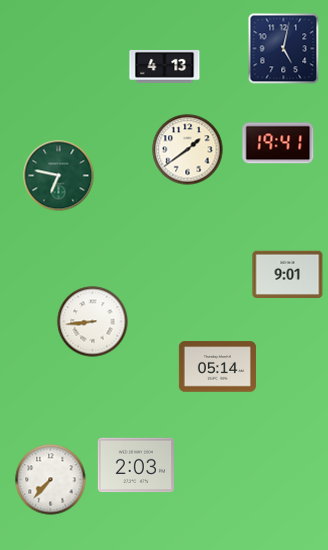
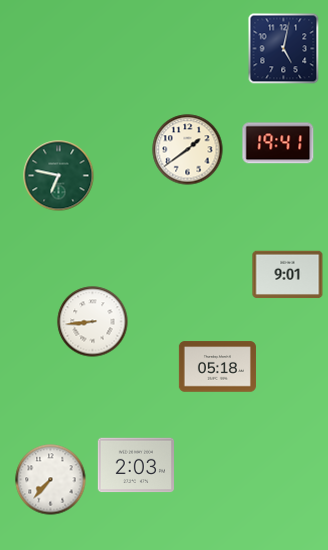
clock at (165, 67): 4:13 -> none
clock at (217, 367): 05:14 -> 05:18
